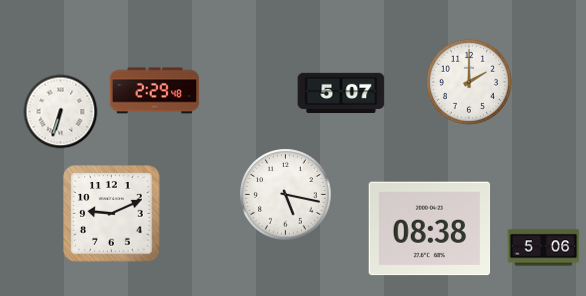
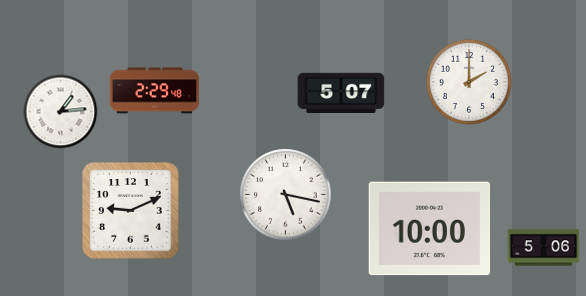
clock at (61, 112): 6:33 -> 1:14
clock at (112, 214) position: (112, 214) -> (131, 211)
clock at (430, 229): 08:38 -> 10:00
